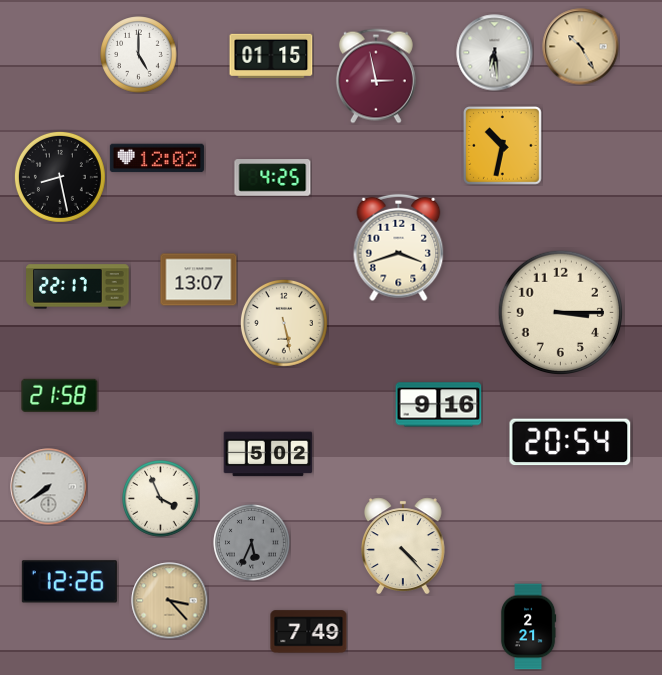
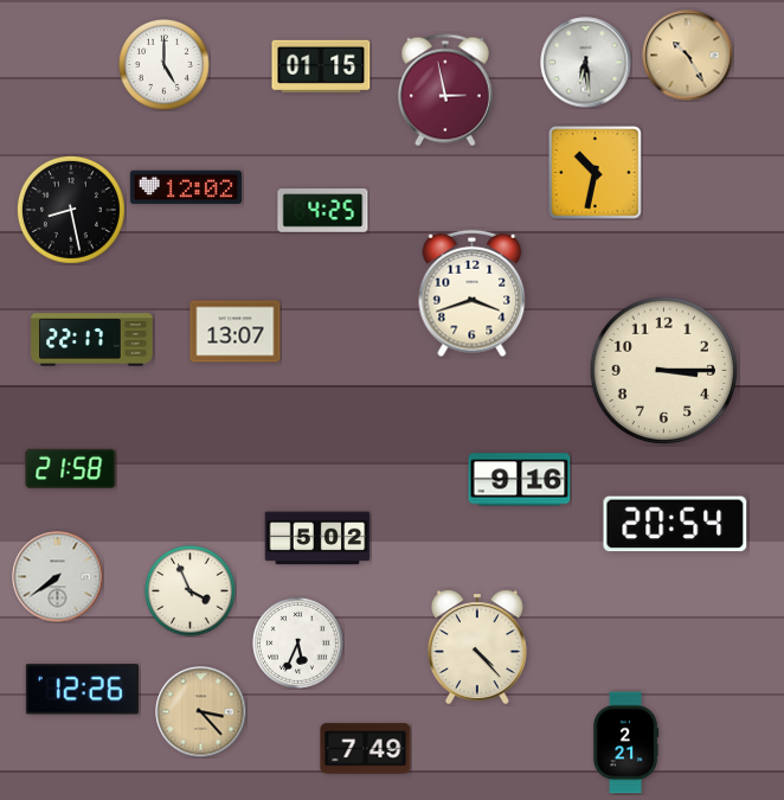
clock at (284, 323): 5:28 -> none
clock at (252, 543) dial: grey -> white
